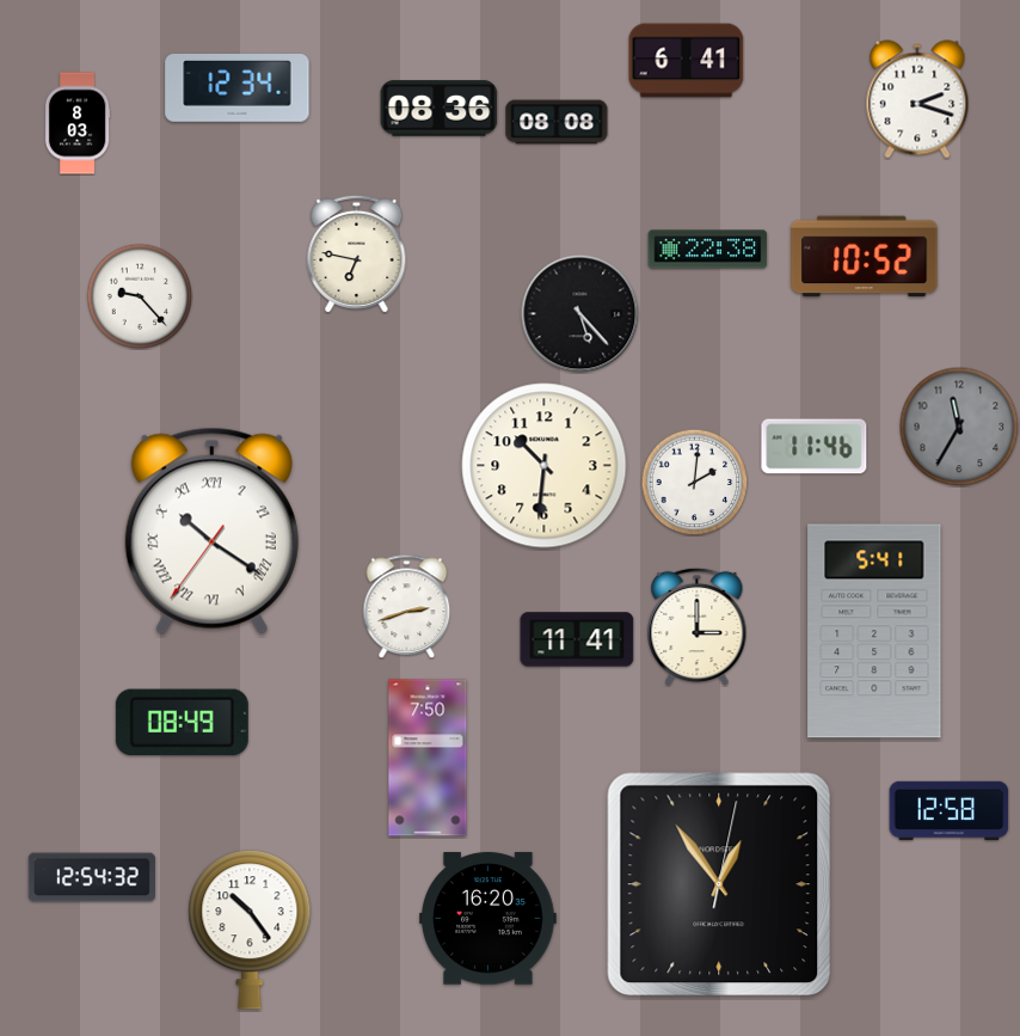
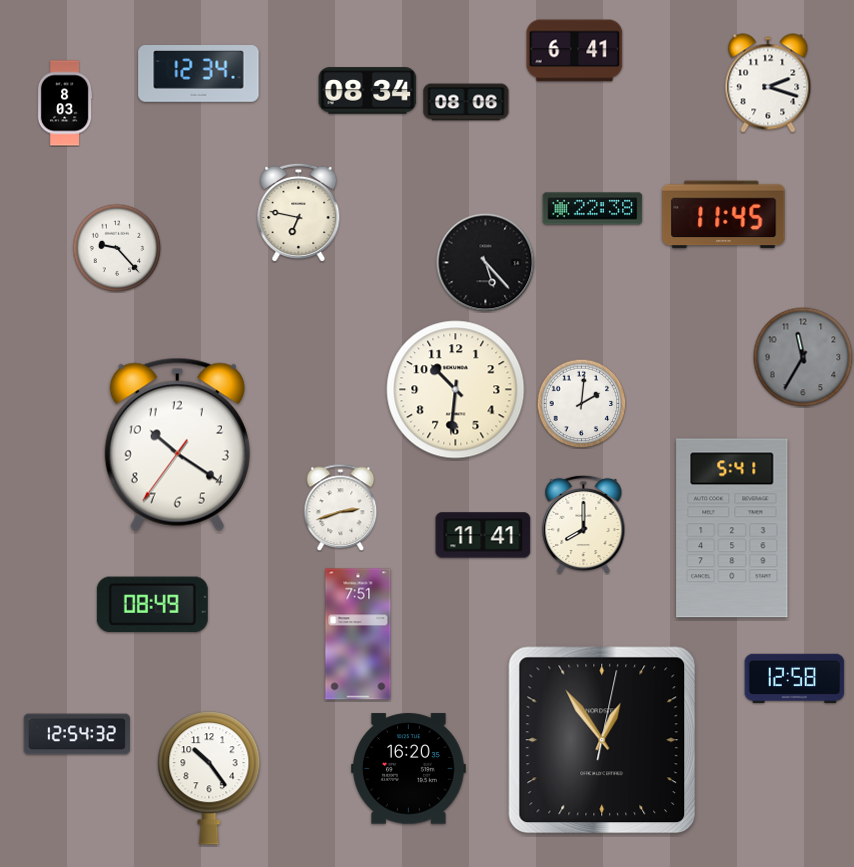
clock at (440, 109): 08:36 -> 08:34
clock at (557, 122): 08:08 -> 08:06
clock at (865, 257): 10:52 -> 11:45
clock at (815, 447): 11:46 -> none
clock at (211, 531) numerals: Roman -> Arabic
clock at (698, 626): 3:00 -> 8:00
clock at (428, 758): 7:50 -> 7:51
